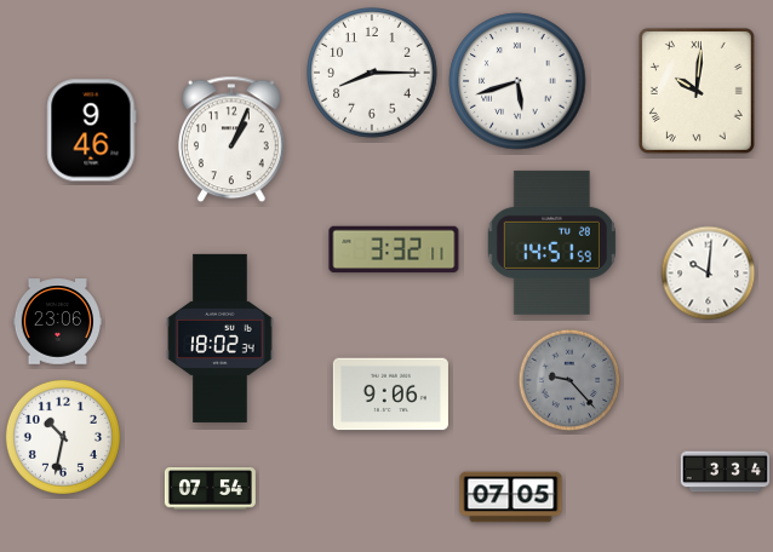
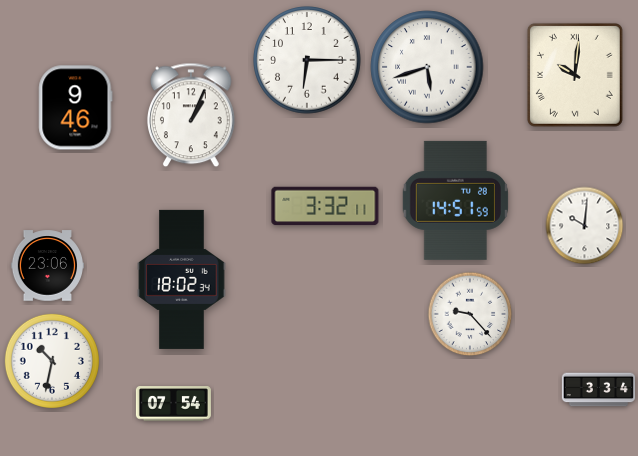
clock at (372, 73): 8:15 -> 6:15
clock at (569, 380) dial: grey -> white
clock at (390, 395): 9:06 -> none
clock at (511, 498): 07:05 -> none
